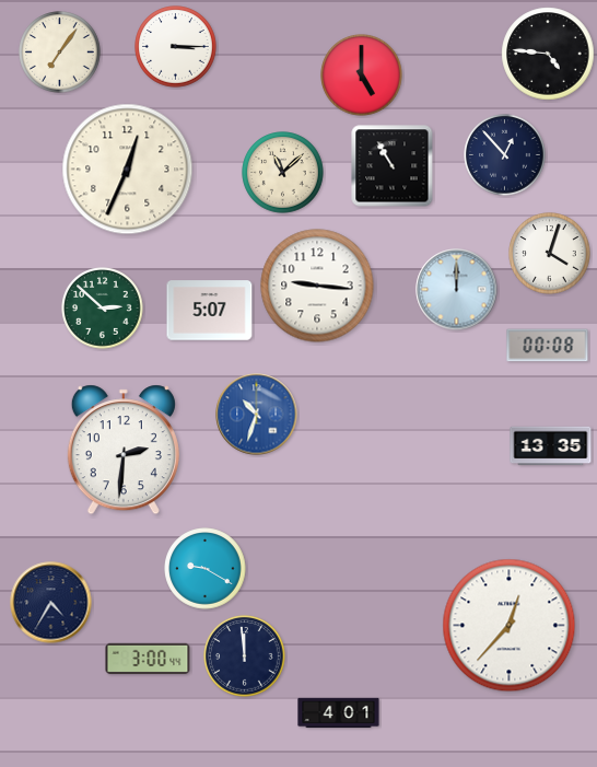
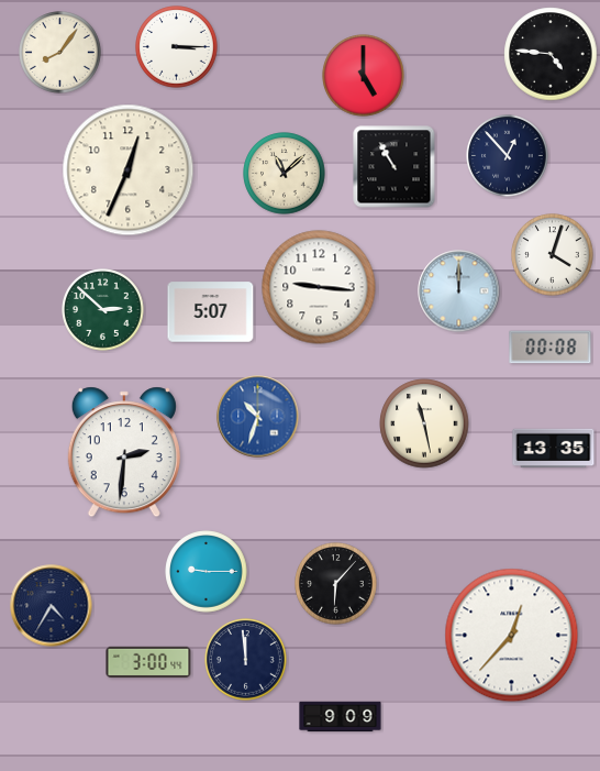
clock at (60, 53): 7:06 -> 8:06
clock at (424, 423): none -> 11:28
clock at (206, 569): 9:20 -> 9:15
clock at (336, 584): none -> 6:07
clock at (510, 626) position: (510, 626) -> (512, 636)
clock at (339, 713): 4:01 -> 9:09
